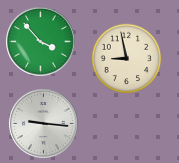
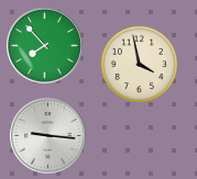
clock at (41, 42): 3:53 -> 7:53
clock at (127, 59): 8:58 -> 3:58
